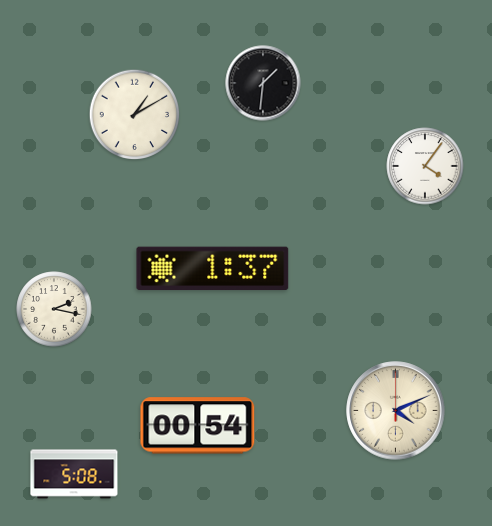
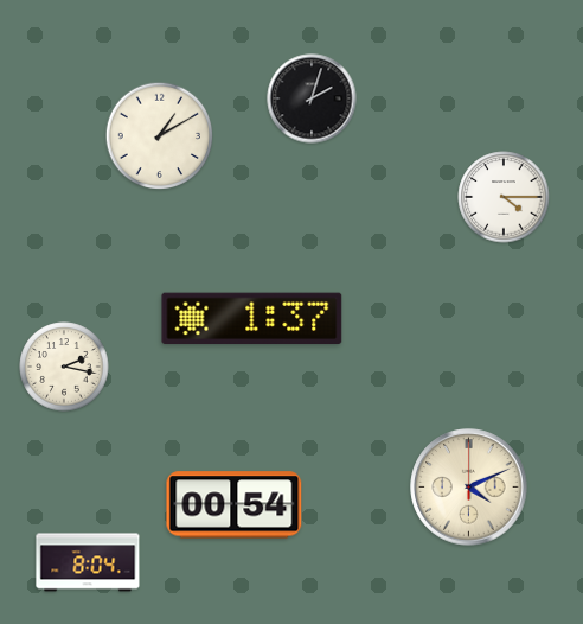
clock at (263, 83): 1:31 -> 2:03
clock at (425, 166): 4:06 -> 4:15
clock at (74, 474): 5:08 -> 8:04
